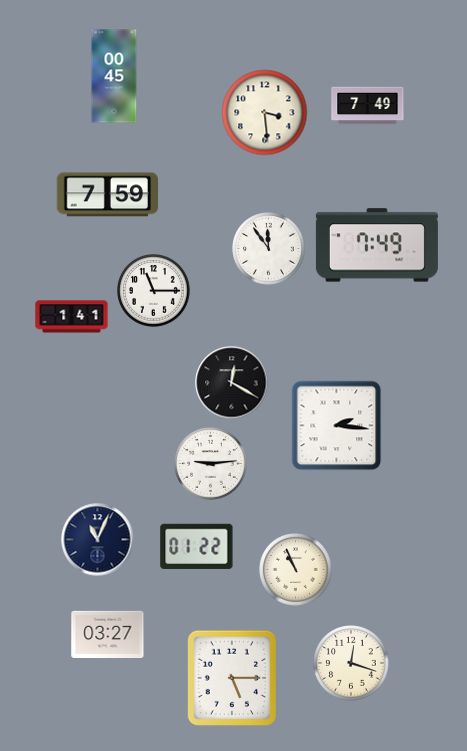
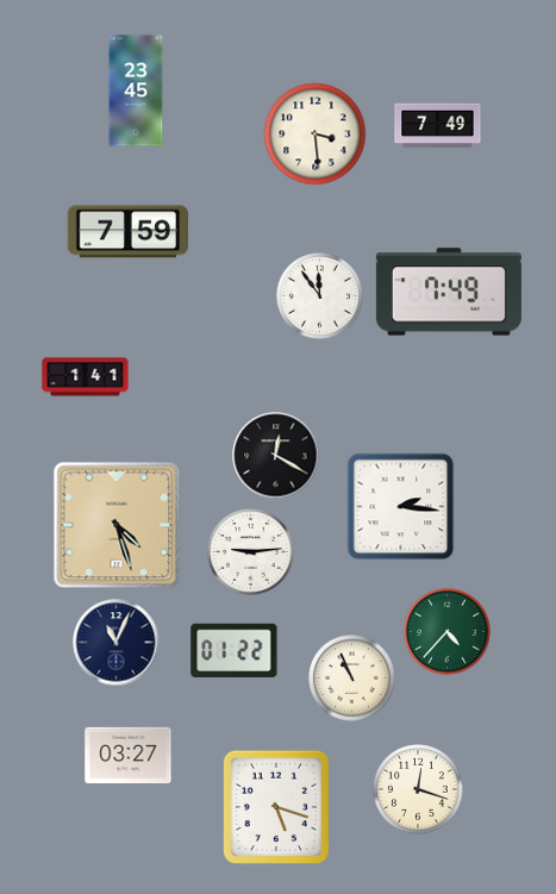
clock at (114, 76): 00:45 -> 23:45
clock at (154, 291): 11:15 -> none
clock at (117, 525): none -> 4:27
clock at (448, 632): none -> 4:37
clock at (231, 677): 5:15 -> 5:18
